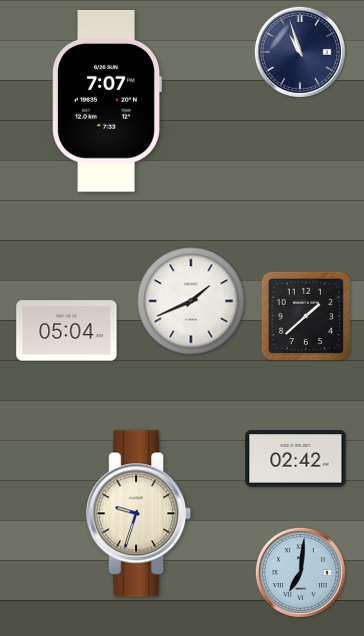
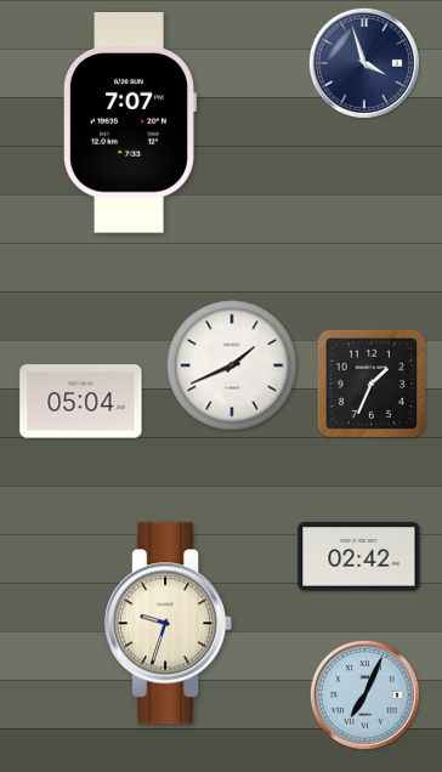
clock at (300, 52): 10:57 -> 3:57
clock at (306, 316): 1:38 -> 1:34
clock at (300, 572): 7:01 -> 7:04
